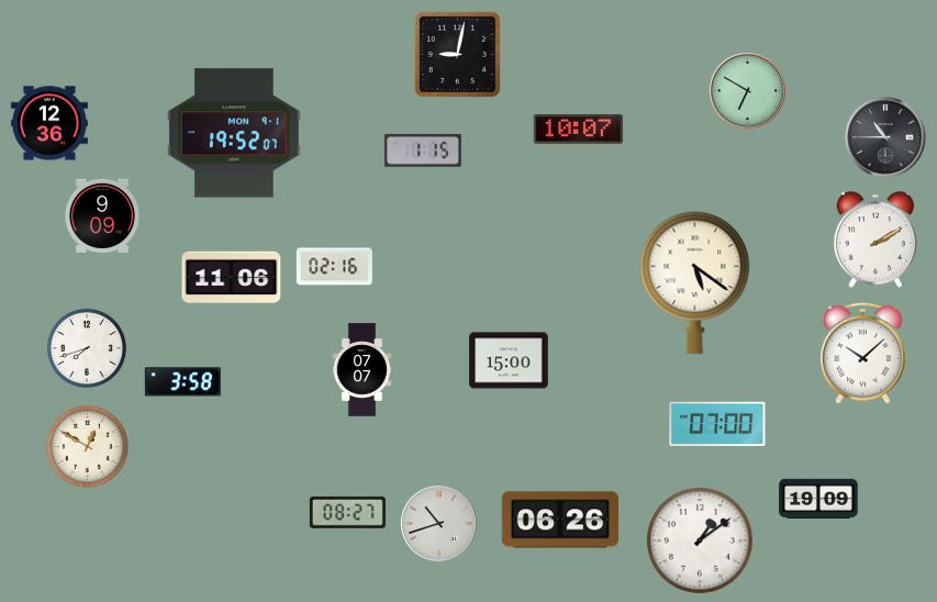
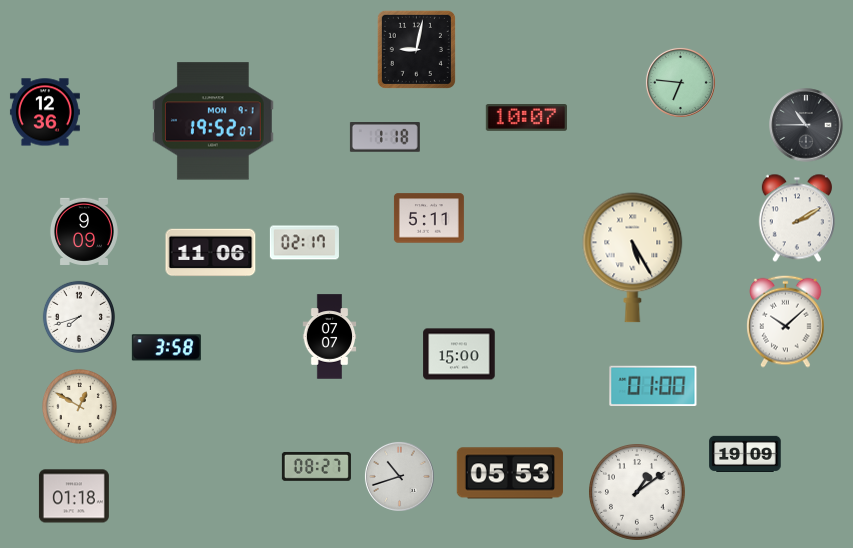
clock at (747, 90): 6:50 -> 6:46
clock at (423, 152): 1:15 -> 1:18
clock at (102, 215) position: (102, 215) -> (84, 231)
clock at (429, 218): none -> 5:11
clock at (334, 267): 02:16 -> 02:17
clock at (695, 283): 5:21 -> 5:25
clock at (509, 360) position: (509, 360) -> (459, 354)
clock at (717, 424): 07:00 -> 01:00
clock at (560, 520): 06:26 -> 05:53
clock at (74, 496): none -> 01:18
